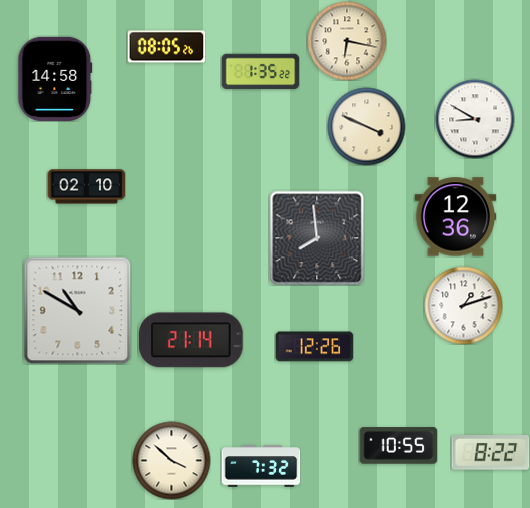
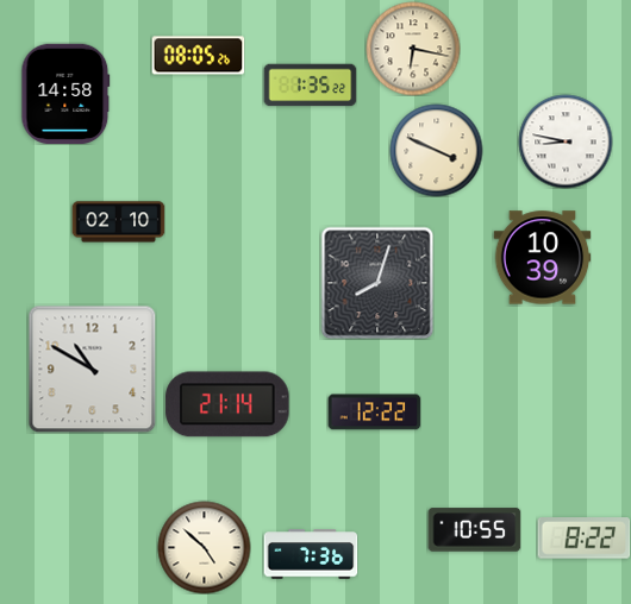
clock at (475, 119): 8:50 -> 8:47
clock at (86, 187) position: (86, 187) -> (118, 222)
clock at (455, 217): 12:36 -> 10:39
clock at (317, 238): 7:59 -> 8:03
clock at (463, 305): 1:12 -> none
clock at (314, 347): 12:26 -> 12:22
clock at (171, 460): 3:52 -> 4:52
clock at (261, 466): 7:32 -> 7:36
